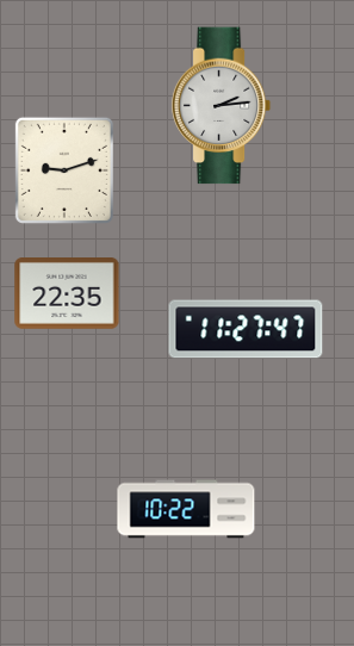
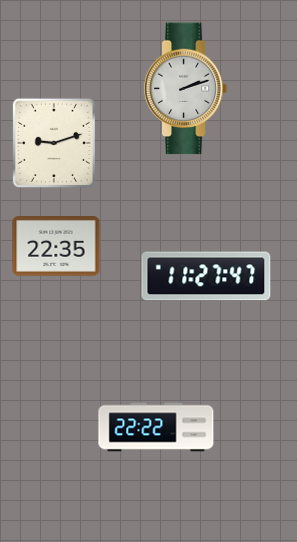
clock at (222, 106): 2:14 -> 2:12
clock at (186, 509): 10:22 -> 22:22
